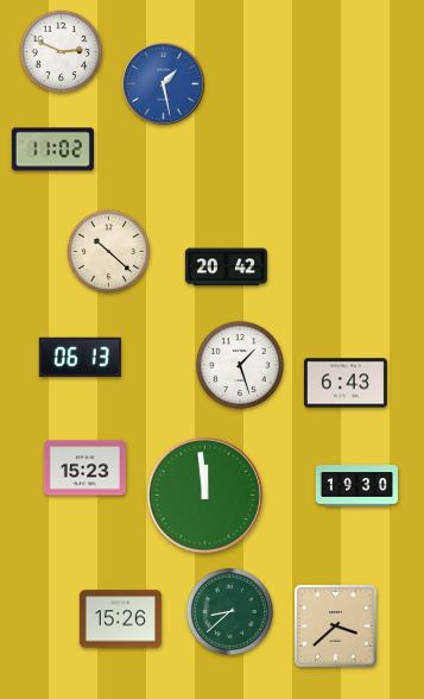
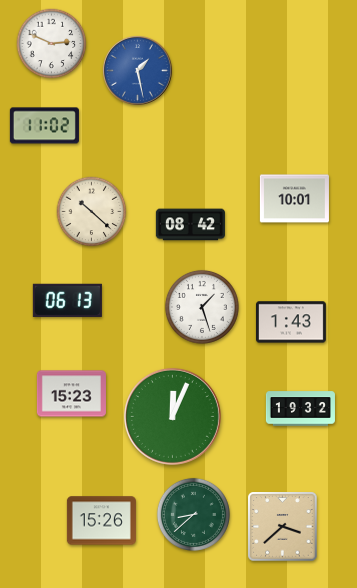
clock at (294, 199): none -> 10:01
clock at (226, 267): 20:42 -> 08:42
clock at (346, 383): 6:43 -> 1:43
clock at (356, 486): 19:30 -> 19:32
clock at (204, 495): 11:59 -> 12:04
